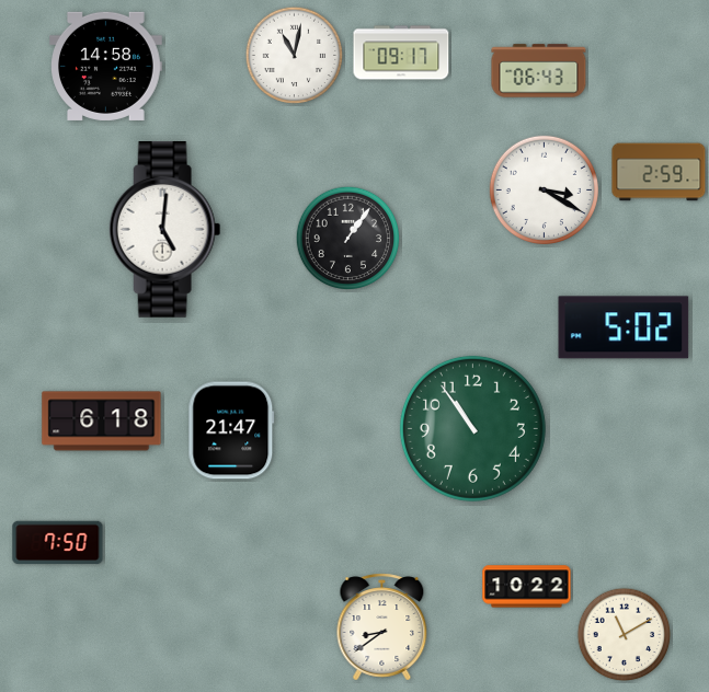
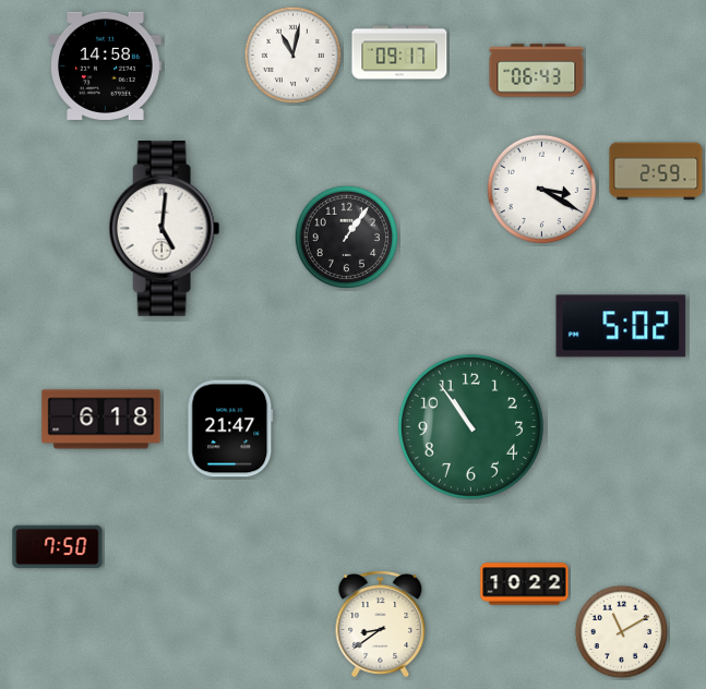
clock at (58, 543) position: (58, 543) -> (58, 547)
